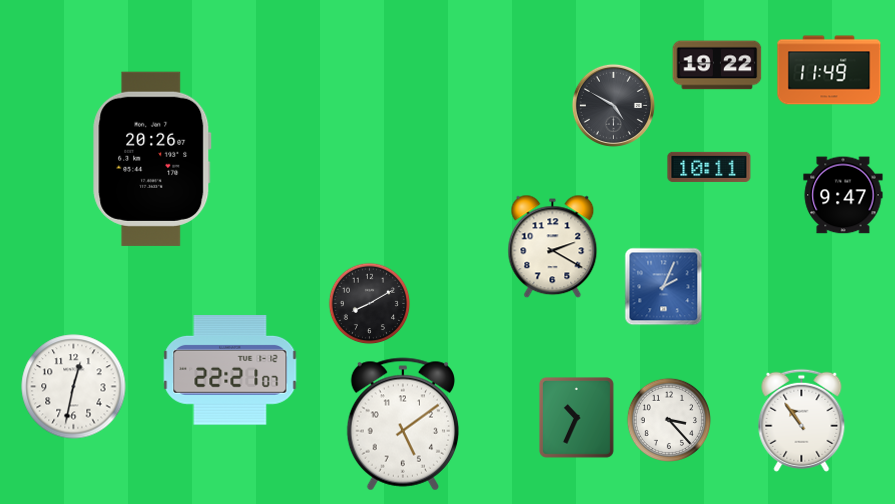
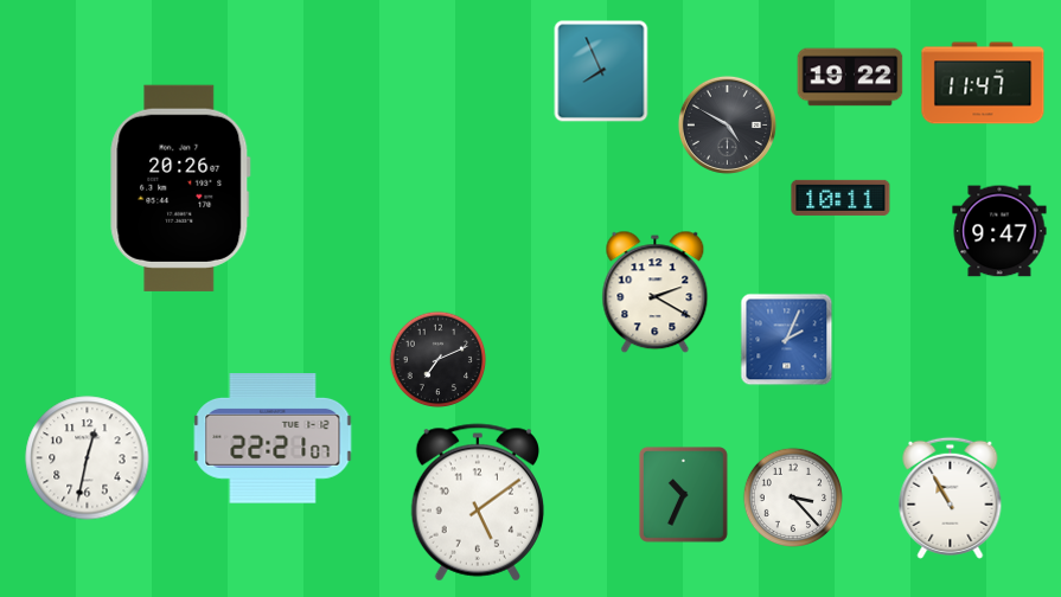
clock at (601, 71): none -> 7:56
clock at (829, 70): 11:49 -> 11:47
clock at (370, 304): 8:10 -> 7:11
clock at (802, 420): 10:54 -> 10:55
